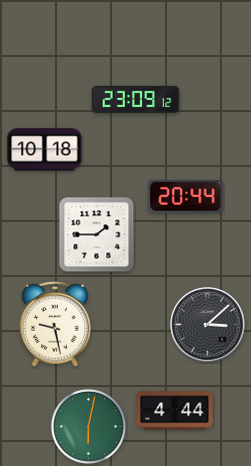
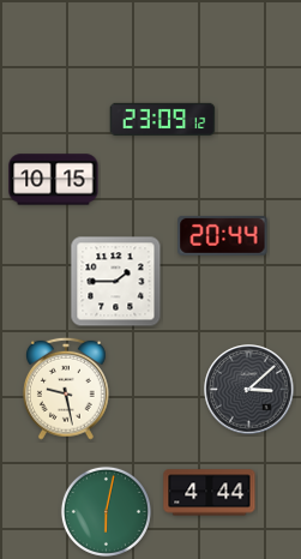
clock at (45, 150): 10:18 -> 10:15
